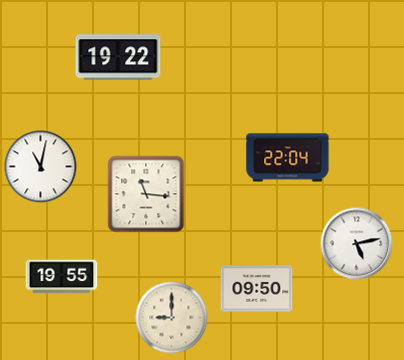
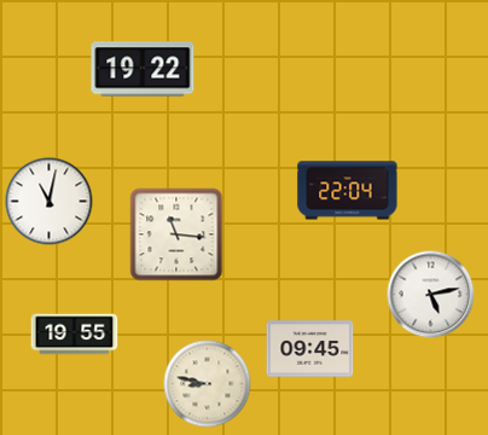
clock at (257, 289): 09:50 -> 09:45
clock at (172, 318): 9:00 -> 8:47
